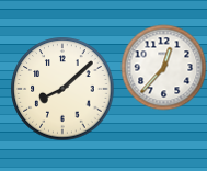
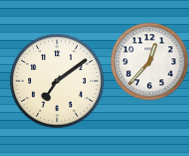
clock at (62, 89): 8:08 -> 7:09
